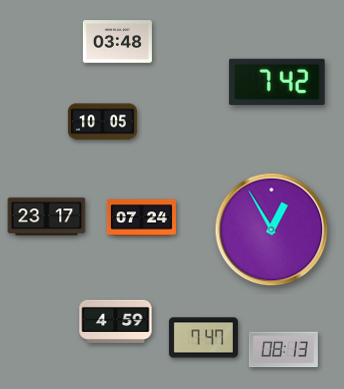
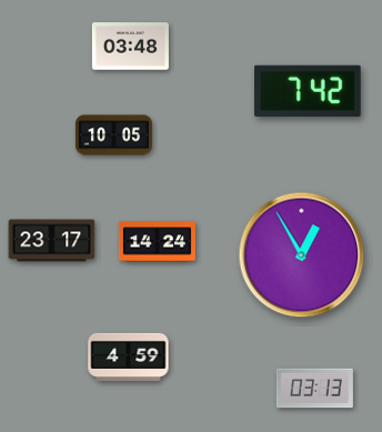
clock at (141, 218): 07:24 -> 14:24
clock at (203, 338): 7:47 -> none
clock at (283, 350): 08:13 -> 03:13
